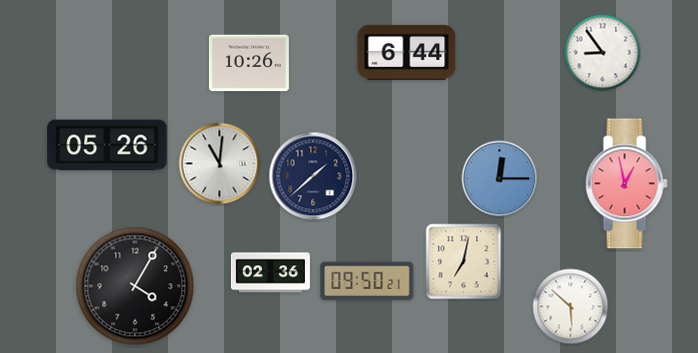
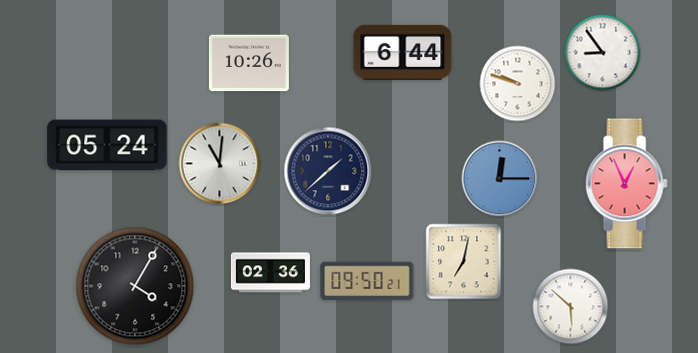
clock at (407, 52) position: (407, 52) -> (403, 52)
clock at (518, 84): none -> 9:48
clock at (107, 145): 05:26 -> 05:24
clock at (313, 176) position: (313, 176) -> (328, 171)
clock at (626, 184): 12:58 -> 12:56
